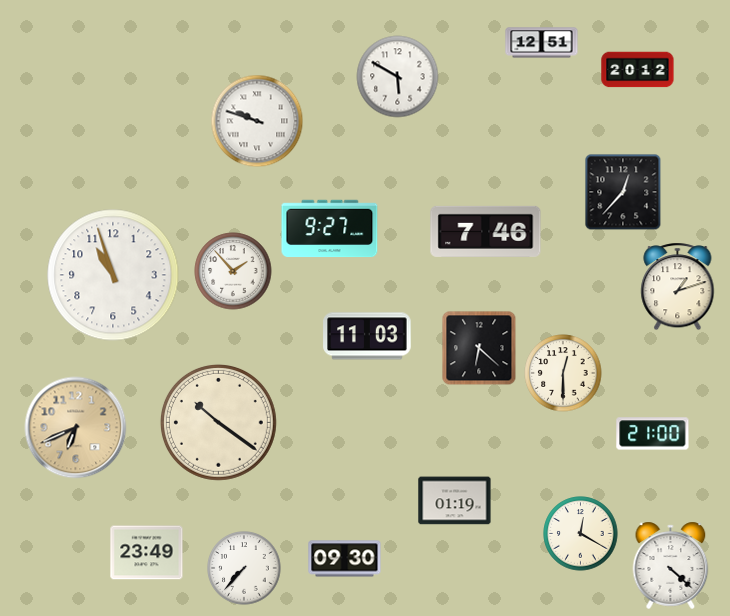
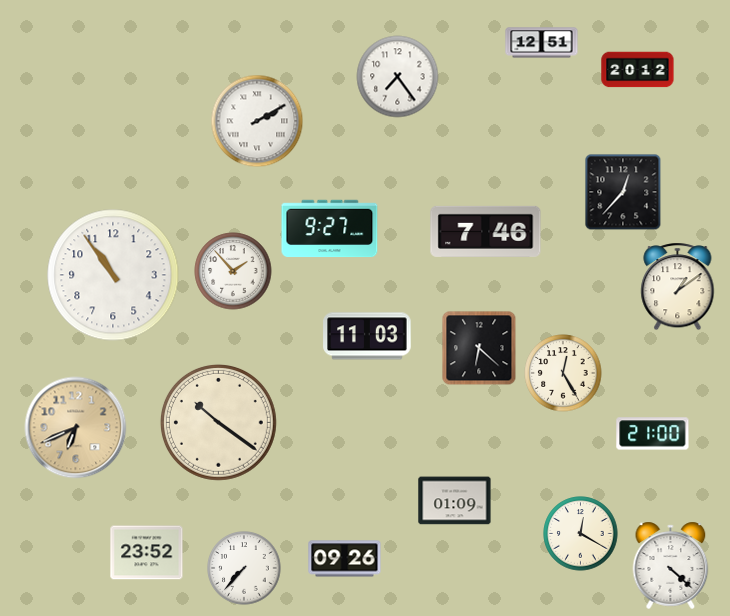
clock at (398, 77): 5:50 -> 7:24
clock at (257, 121): 9:48 -> 2:10
clock at (113, 275): 10:57 -> 10:54
clock at (678, 287): 1:12 -> 1:09
clock at (563, 373): 12:30 -> 12:25
clock at (455, 501): 01:19 -> 01:09
clock at (147, 553): 23:49 -> 23:52
clock at (345, 559): 09:30 -> 09:26
